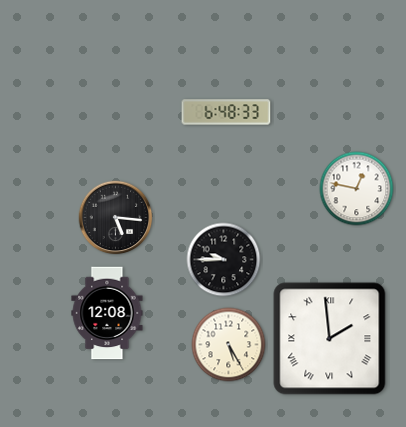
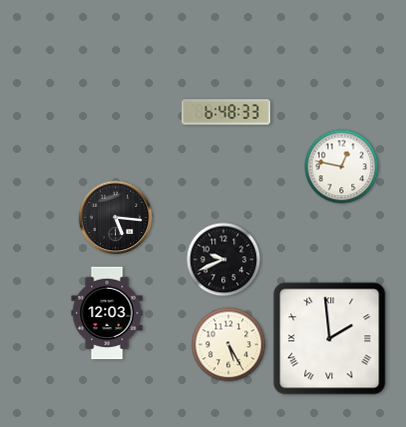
clock at (357, 189) position: (357, 189) -> (342, 167)
clock at (224, 260): 9:45 -> 9:41
clock at (107, 313): 12:08 -> 12:03
